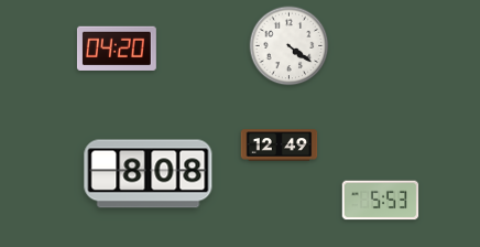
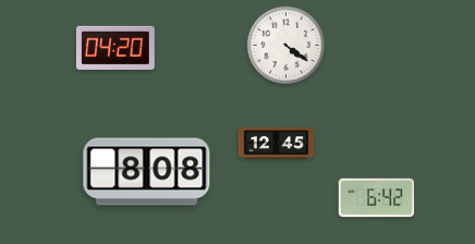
clock at (280, 146): 12:49 -> 12:45
clock at (381, 201): 5:53 -> 6:42
